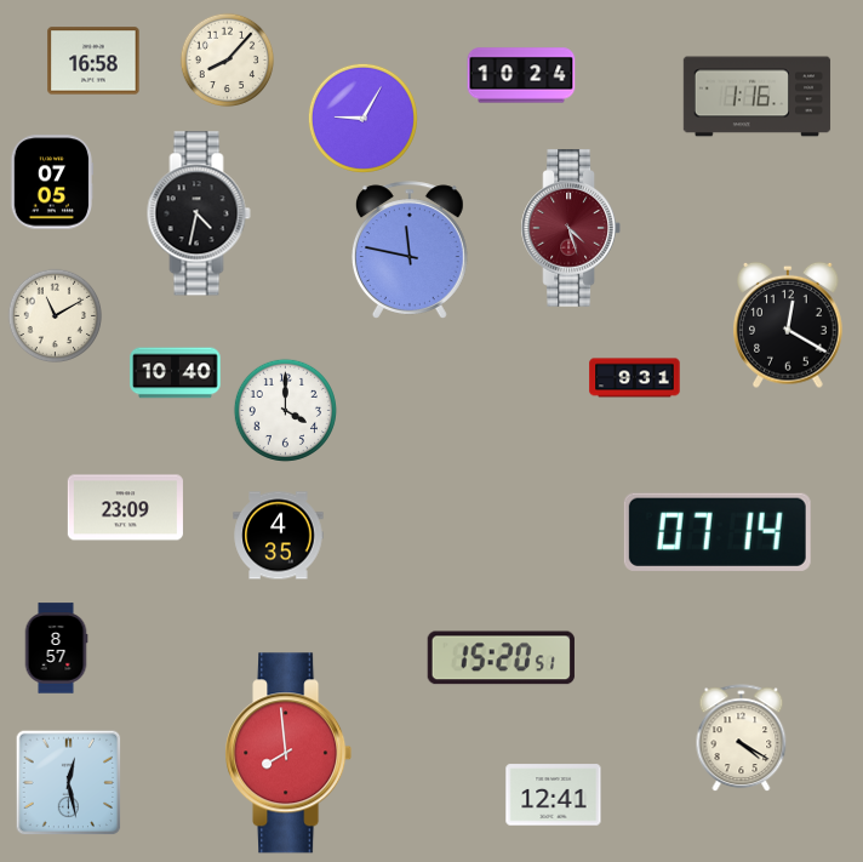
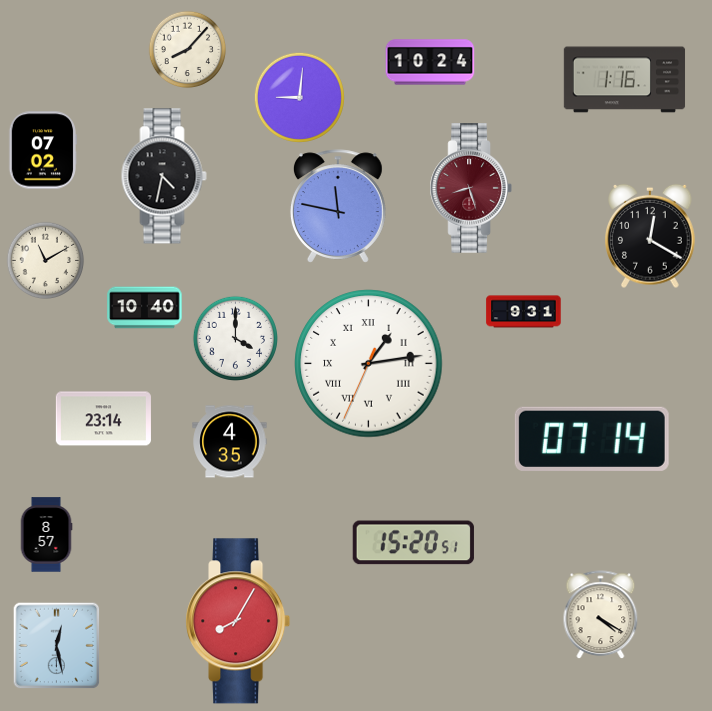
clock at (93, 61): 16:58 -> none
clock at (362, 118): 9:05 -> 9:01
clock at (51, 182): 07:05 -> 07:02
clock at (571, 228): 4:27 -> 8:27
clock at (788, 325) position: (788, 325) -> (650, 236)
clock at (369, 364): none -> 1:13
clock at (125, 508): 23:09 -> 23:14
clock at (742, 738) position: (742, 738) -> (601, 615)
clock at (288, 753): 7:59 -> 8:05
clock at (554, 795): 12:41 -> none
